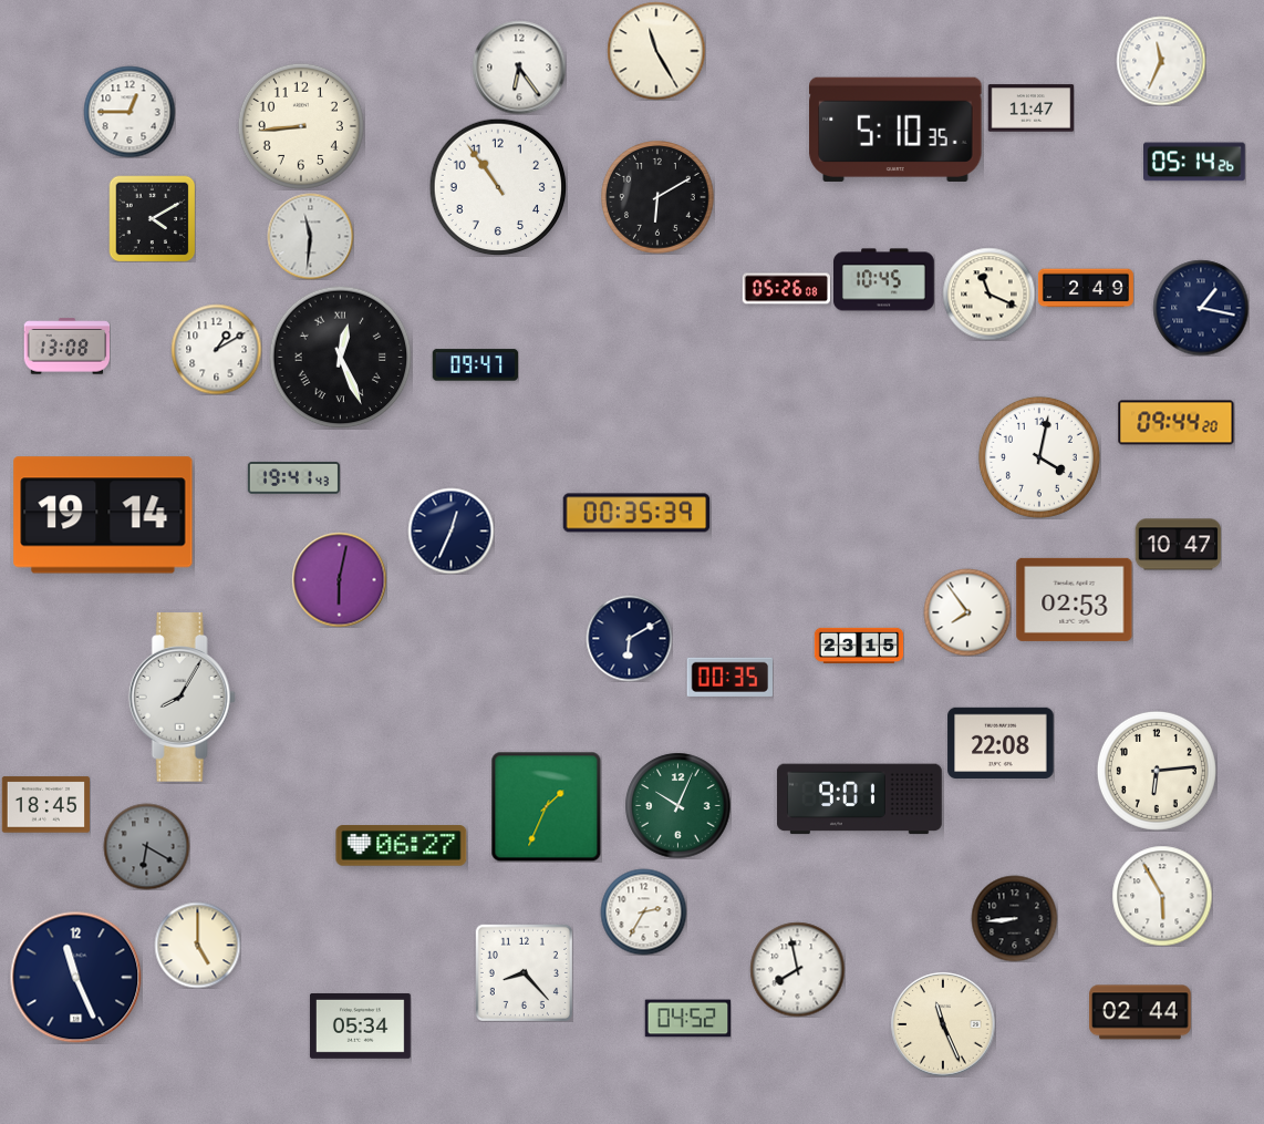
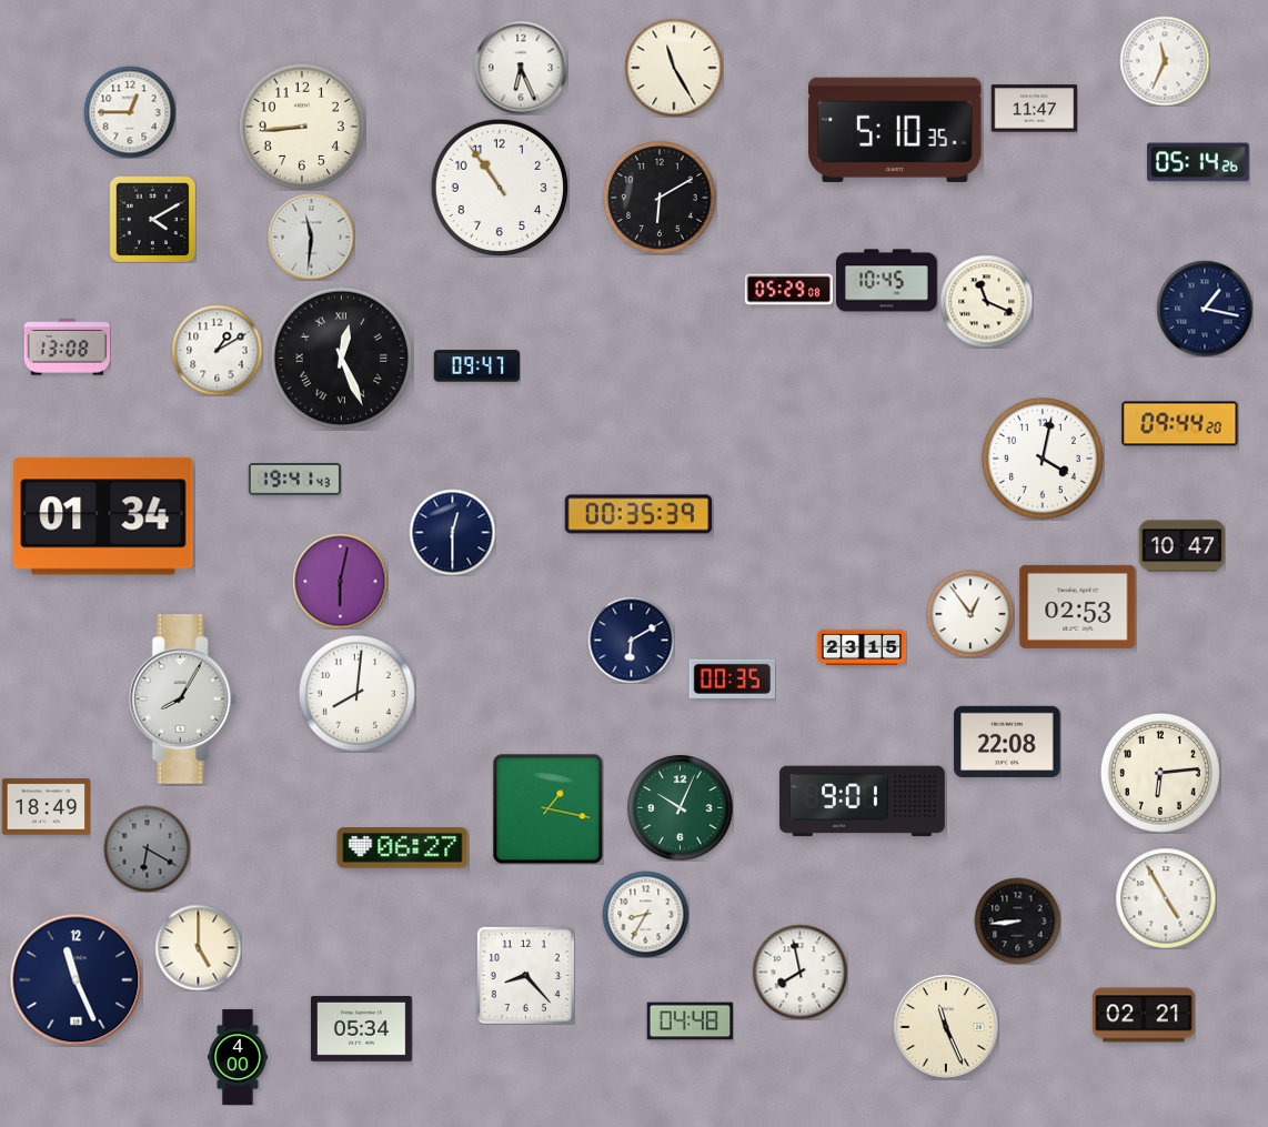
clock at (656, 51) position: (656, 51) -> (674, 68)
clock at (519, 68): 6:24 -> 6:26
clock at (895, 130) position: (895, 130) -> (895, 130)
clock at (1086, 288): 2:49 -> none
clock at (786, 289): 05:26 -> 05:29
clock at (988, 293) position: (988, 293) -> (986, 301)
clock at (103, 515): 19:14 -> 01:34
clock at (450, 530): 12:34 -> 12:30
clock at (1075, 599) position: (1075, 599) -> (1078, 606)
clock at (967, 612): 7:54 -> 12:54
clock at (356, 693): none -> 8:01
clock at (1001, 742) position: (1001, 742) -> (1007, 741)
clock at (45, 805): 18:45 -> 18:49
clock at (546, 806): 1:34 -> 1:17
clock at (1162, 896): 5:55 -> 4:55
clock at (643, 911): 2:35 -> 8:35
clock at (1141, 1012): 02:44 -> 02:21
clock at (687, 1019): 04:52 -> 04:48
clock at (238, 1057): none -> 4:00
